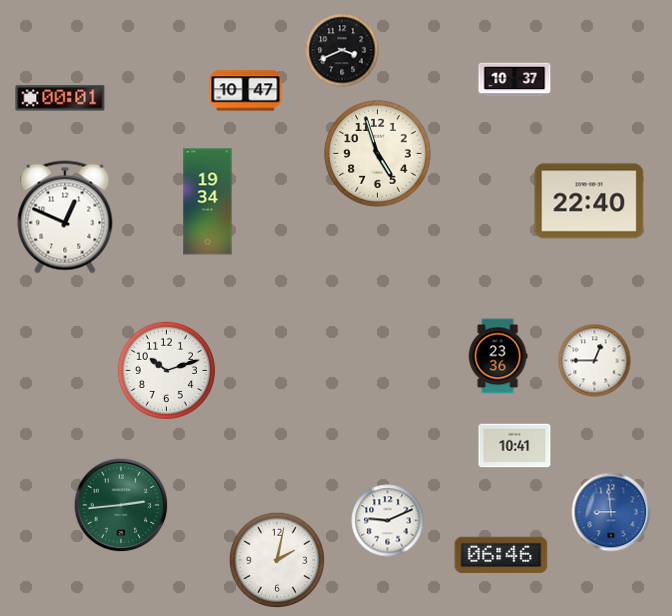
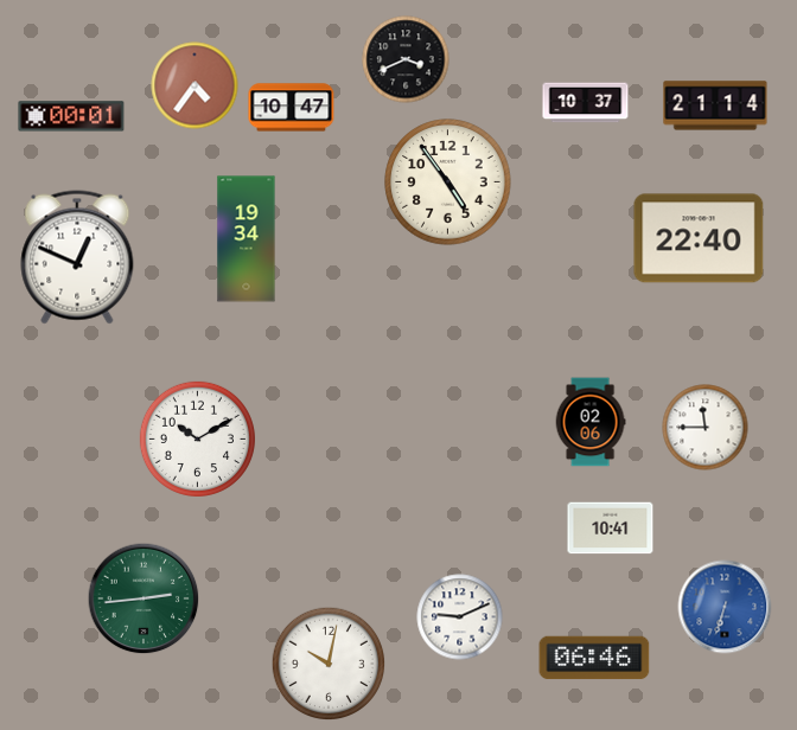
clock at (195, 85): none -> 4:36
clock at (515, 80) position: (515, 80) -> (586, 103)
clock at (715, 105): none -> 21:14
clock at (378, 154): 4:57 -> 4:54
clock at (498, 356): 23:36 -> 02:06
clock at (595, 361): 12:45 -> 11:45
clock at (166, 370): 10:12 -> 10:10
clock at (611, 512): 8:59 -> 6:33
clock at (277, 560): 2:02 -> 10:02
